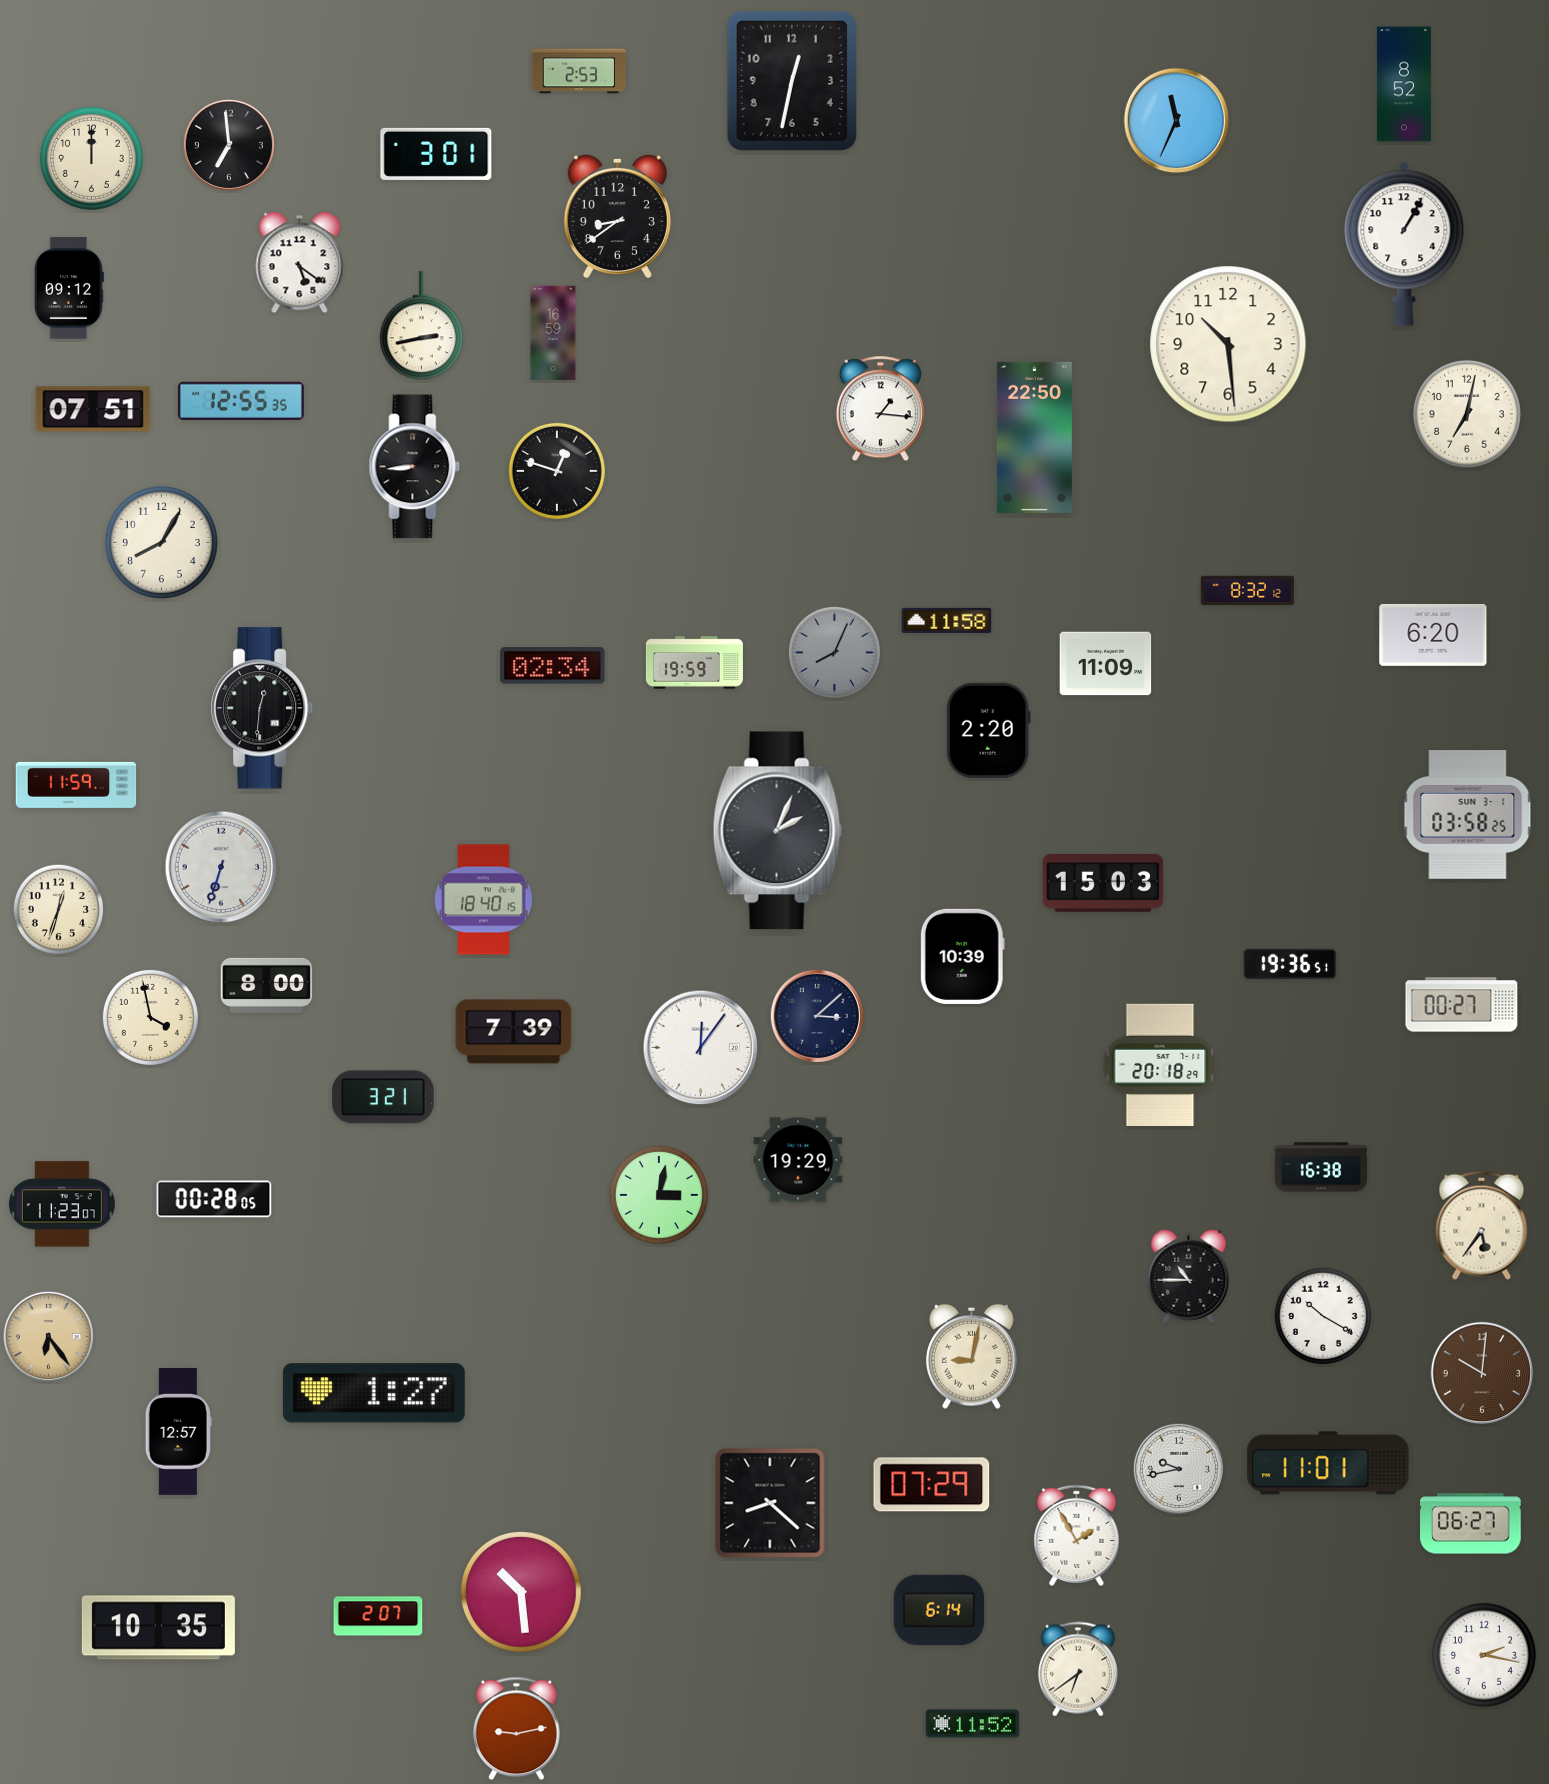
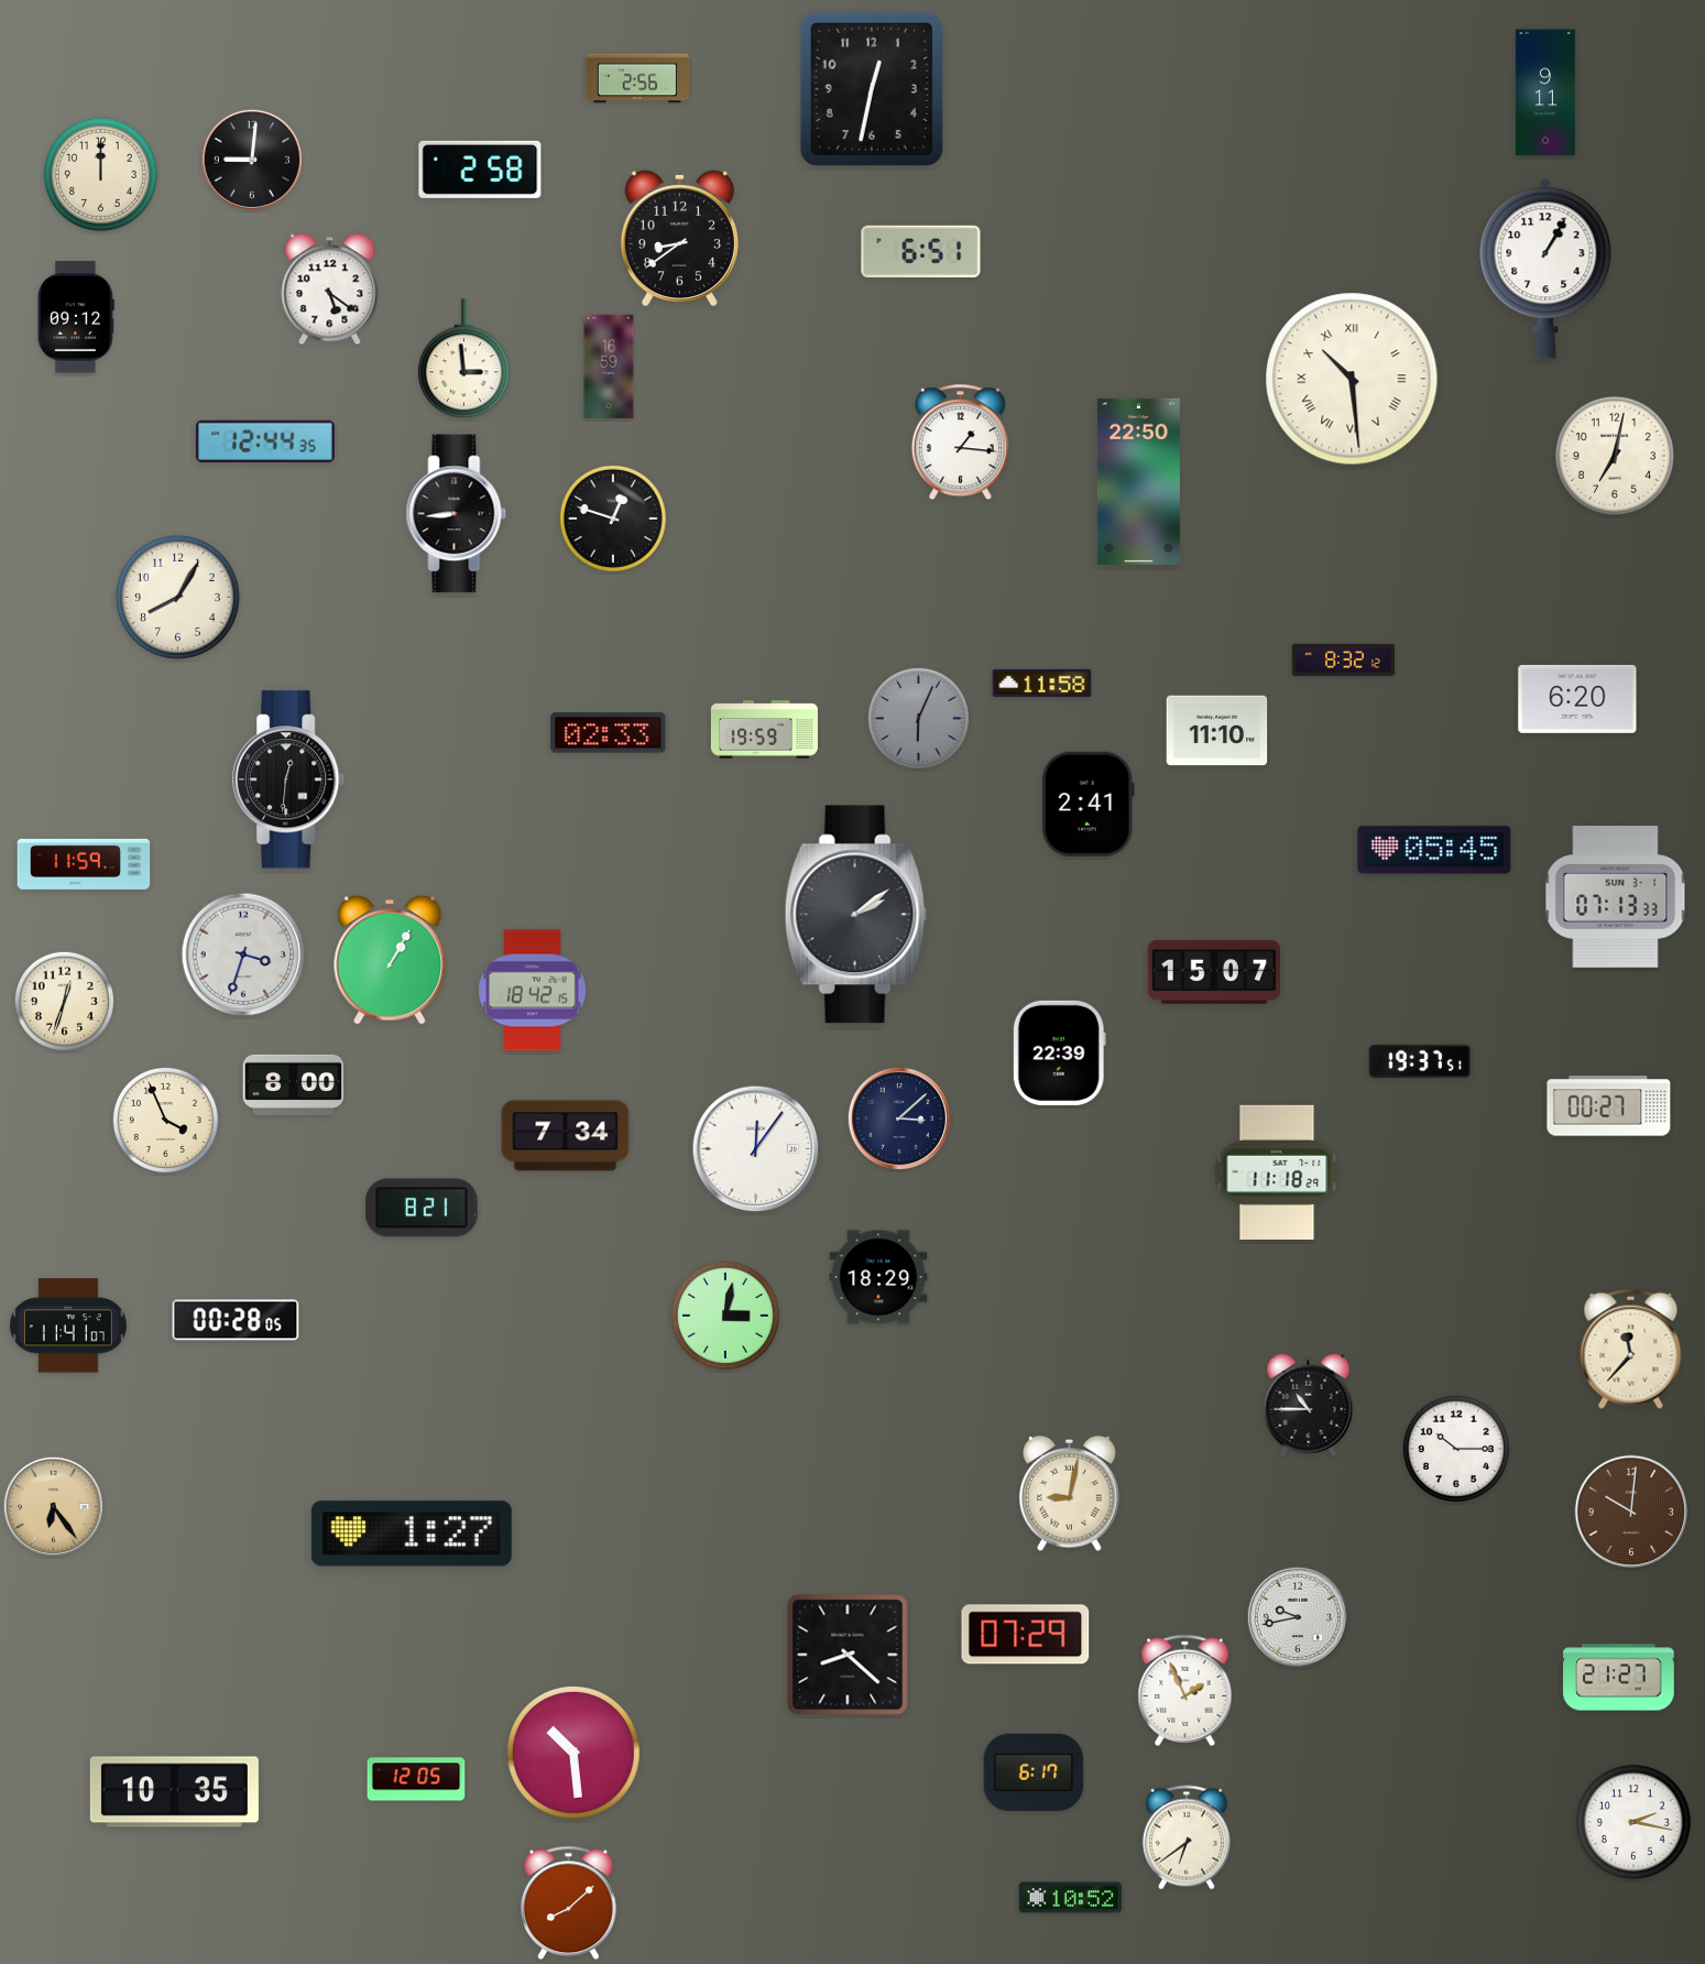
clock at (578, 71): 2:53 -> 2:56
clock at (1404, 84): 8:52 -> 9:11
clock at (1177, 121): 11:34 -> none
clock at (229, 145): 6:59 -> 9:01
clock at (436, 154): 3:01 -> 2:58
clock at (921, 252): none -> 6:51
clock at (421, 326): 2:43 -> 2:59
clock at (1228, 344) numerals: Arabic -> Roman
clock at (241, 401): 12:55 -> 12:44
clock at (93, 409): 07:51 -> none
clock at (880, 409) position: (880, 409) -> (960, 443)
clock at (1248, 591) position: (1248, 591) -> (1344, 661)
clock at (834, 652): 8:04 -> 6:04
clock at (1106, 664): 11:09 -> 11:10
clock at (553, 666): 02:34 -> 02:33
clock at (988, 730): 2:20 -> 2:41
clock at (1434, 850): none -> 05:45
clock at (1468, 815): 03:58 -> 07:13
clock at (777, 831): 2:04 -> 2:09
clock at (221, 867): 6:33 -> 3:33
clock at (390, 960): none -> 1:05
clock at (1103, 883): 15:03 -> 15:07
clock at (484, 900): 18:40 -> 18:42
clock at (962, 956): 10:39 -> 22:39
clock at (1290, 964): 19:36 -> 19:37
clock at (150, 1017): 3:58 -> 3:56
clock at (514, 1032): 7:39 -> 7:34
clock at (701, 1048) position: (701, 1048) -> (756, 1149)
clock at (1160, 1065): 20:18 -> 11:18
clock at (383, 1097): 3:21 -> 8:21
clock at (798, 1160): 19:29 -> 18:29
clock at (1321, 1167): 16:38 -> none
clock at (62, 1204): 11:23 -> 11:41
clock at (1482, 1225): 5:36 -> 11:37
clock at (1323, 1316): 10:20 -> 10:15
clock at (48, 1336) position: (48, 1336) -> (53, 1506)
clock at (178, 1431): 12:57 -> none
clock at (1328, 1463): 11:01 -> none
clock at (1471, 1524): 06:27 -> 21:27
clock at (1077, 1535): 1:55 -> 1:56
clock at (939, 1610): 6:14 -> 6:17
clock at (378, 1616): 2:07 -> 12:05
clock at (973, 1724): 11:52 -> 10:52
clock at (517, 1729): 9:13 -> 8:08
